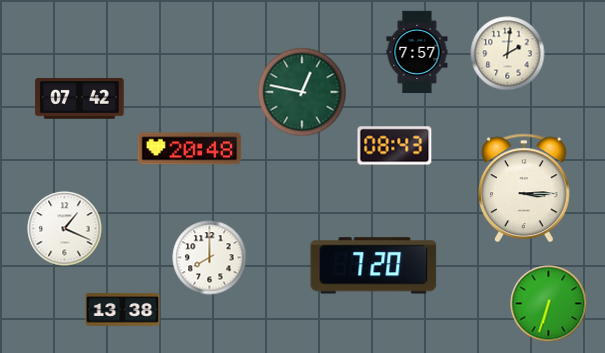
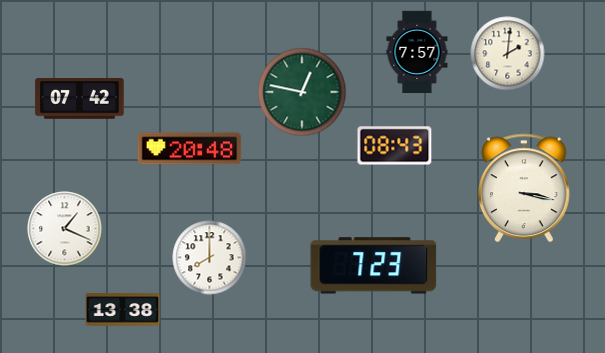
clock at (525, 187): 3:15 -> 3:17
clock at (374, 266): 7:20 -> 7:23
clock at (549, 304): 6:33 -> none
